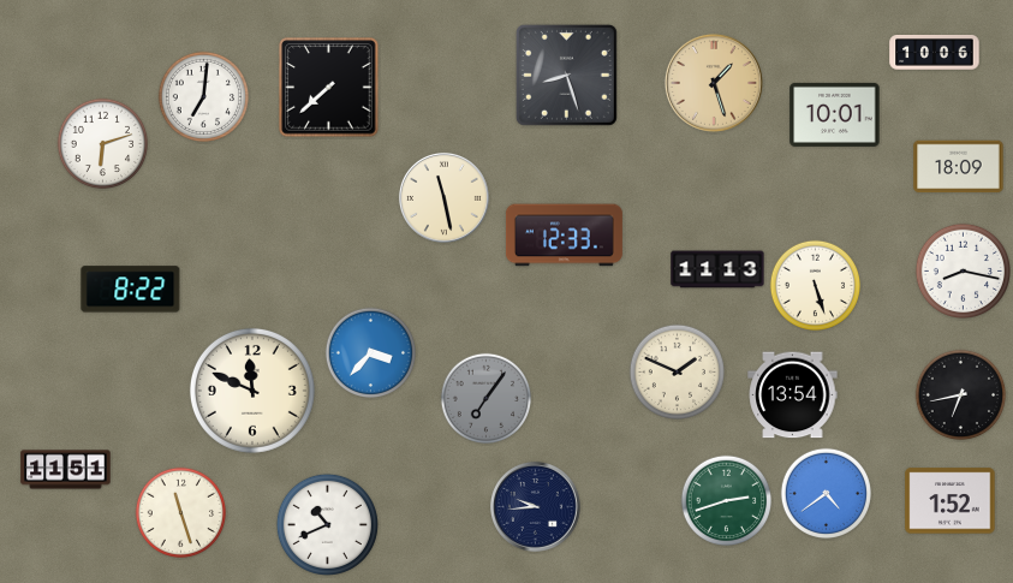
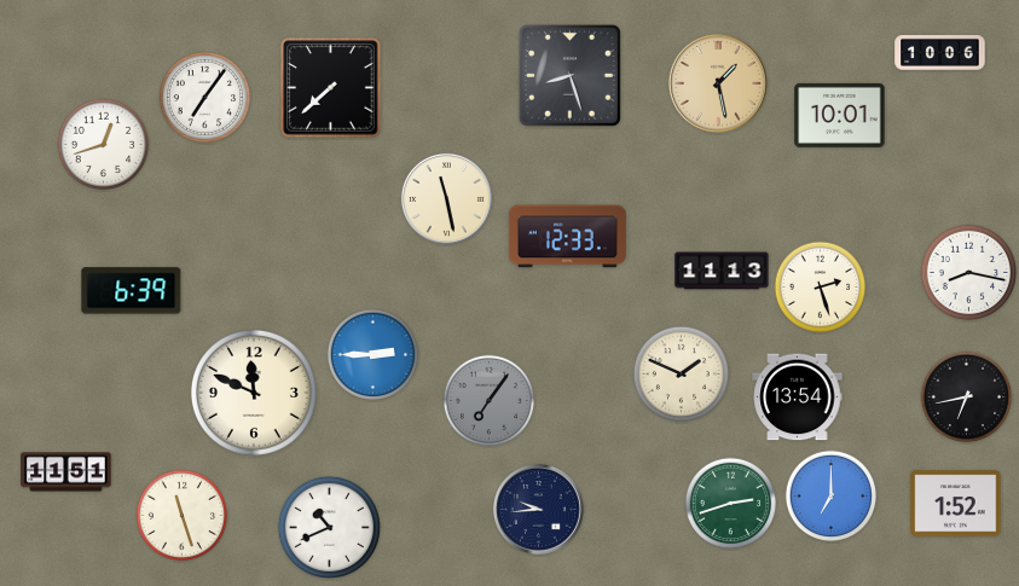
clock at (714, 83): 1:27 -> 1:28
clock at (204, 97): 7:01 -> 7:06
clock at (103, 144): 6:12 -> 12:42
clock at (959, 167): 18:09 -> none
clock at (816, 286): 5:27 -> 2:27
clock at (131, 290): 8:22 -> 6:39
clock at (371, 353): 3:37 -> 2:45
clock at (827, 494): 4:39 -> 7:00
